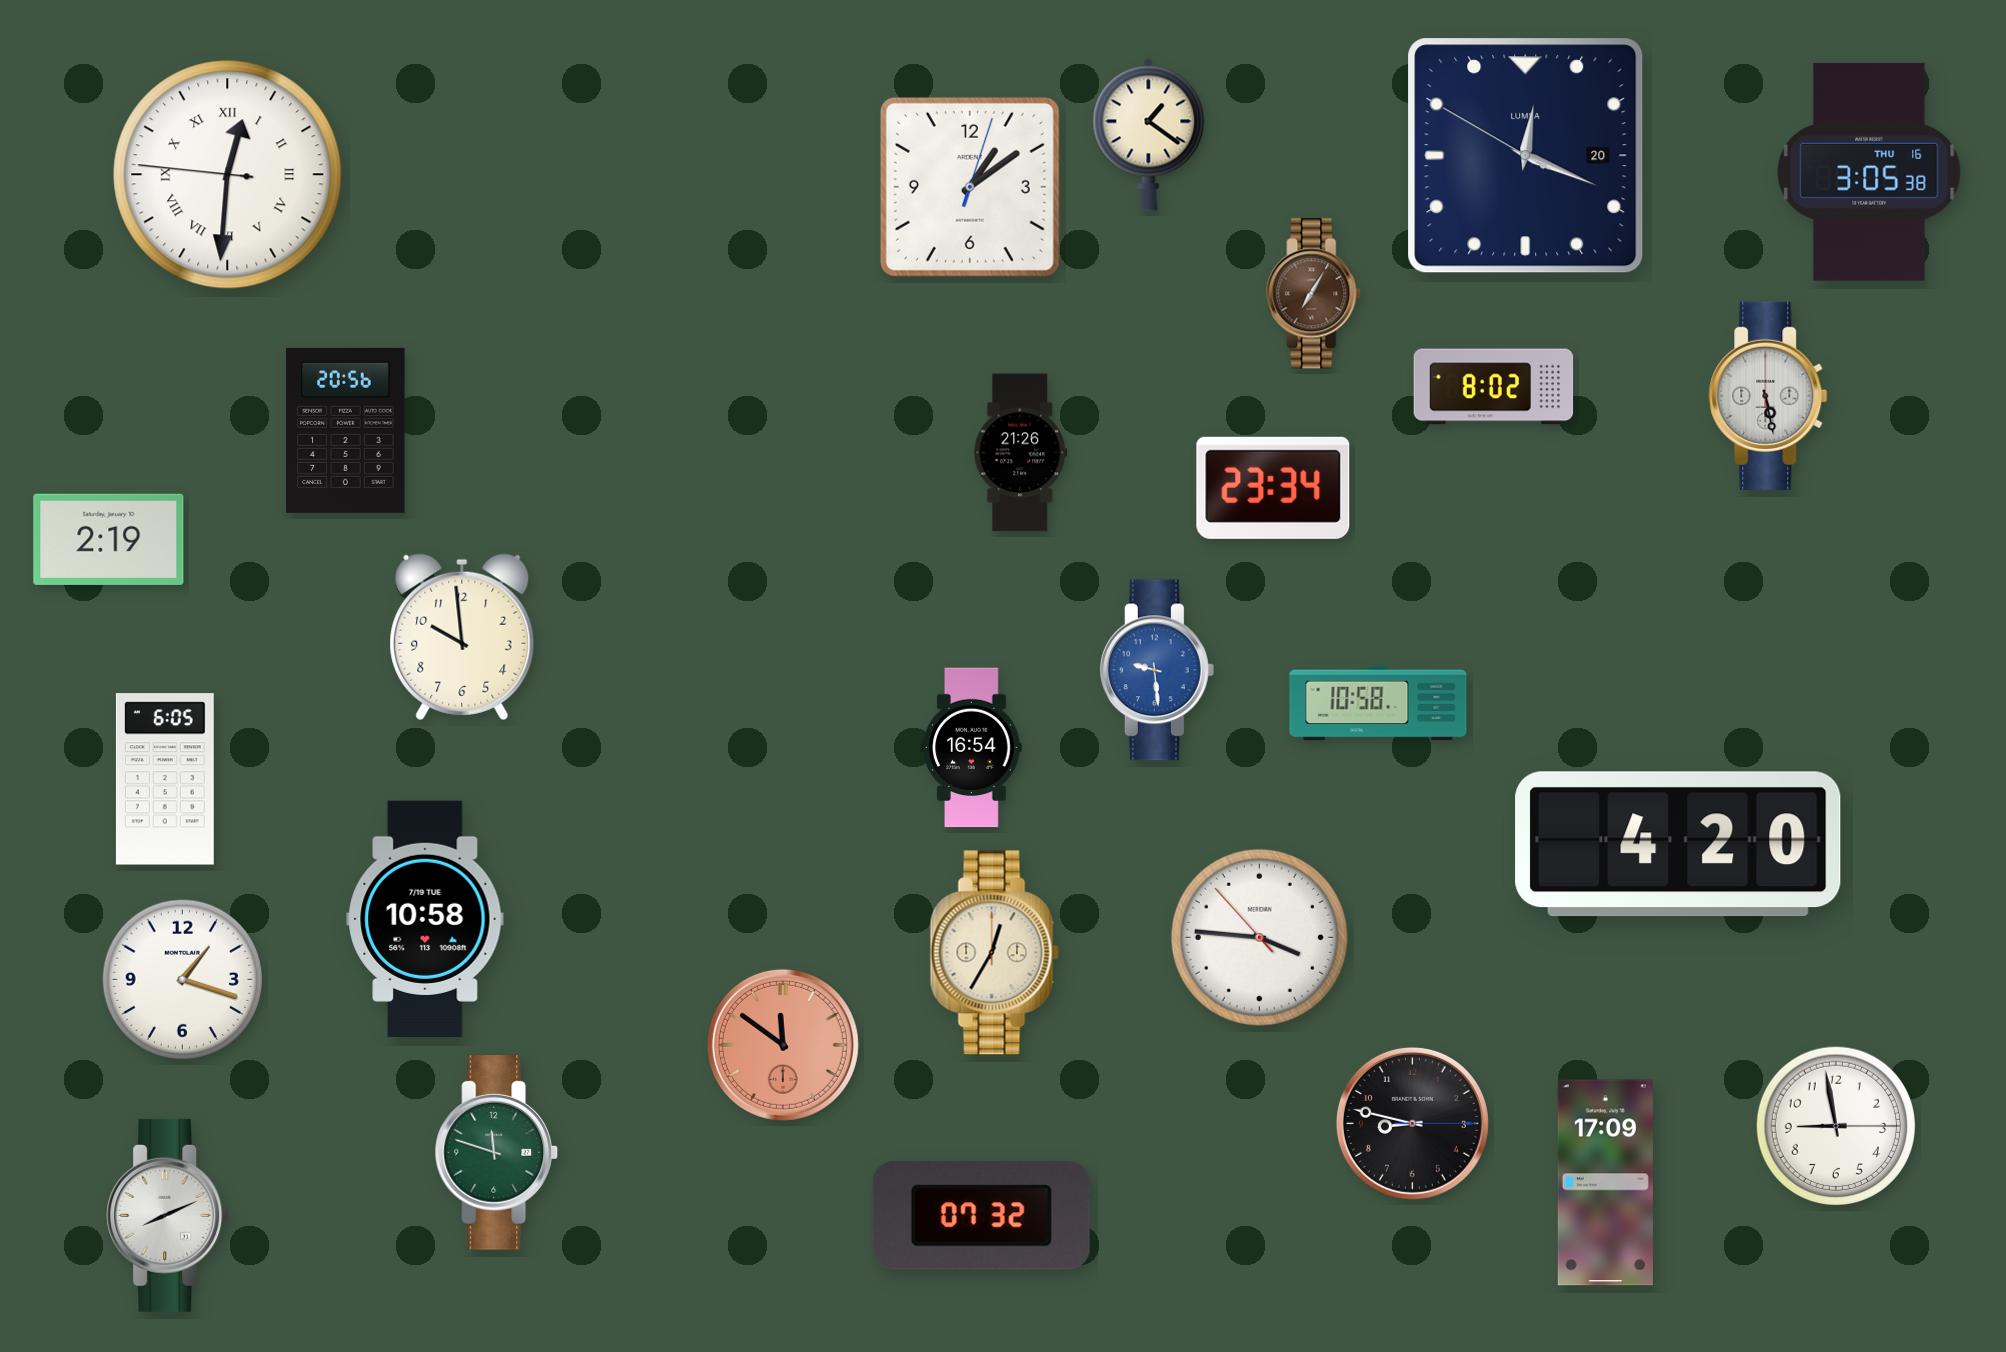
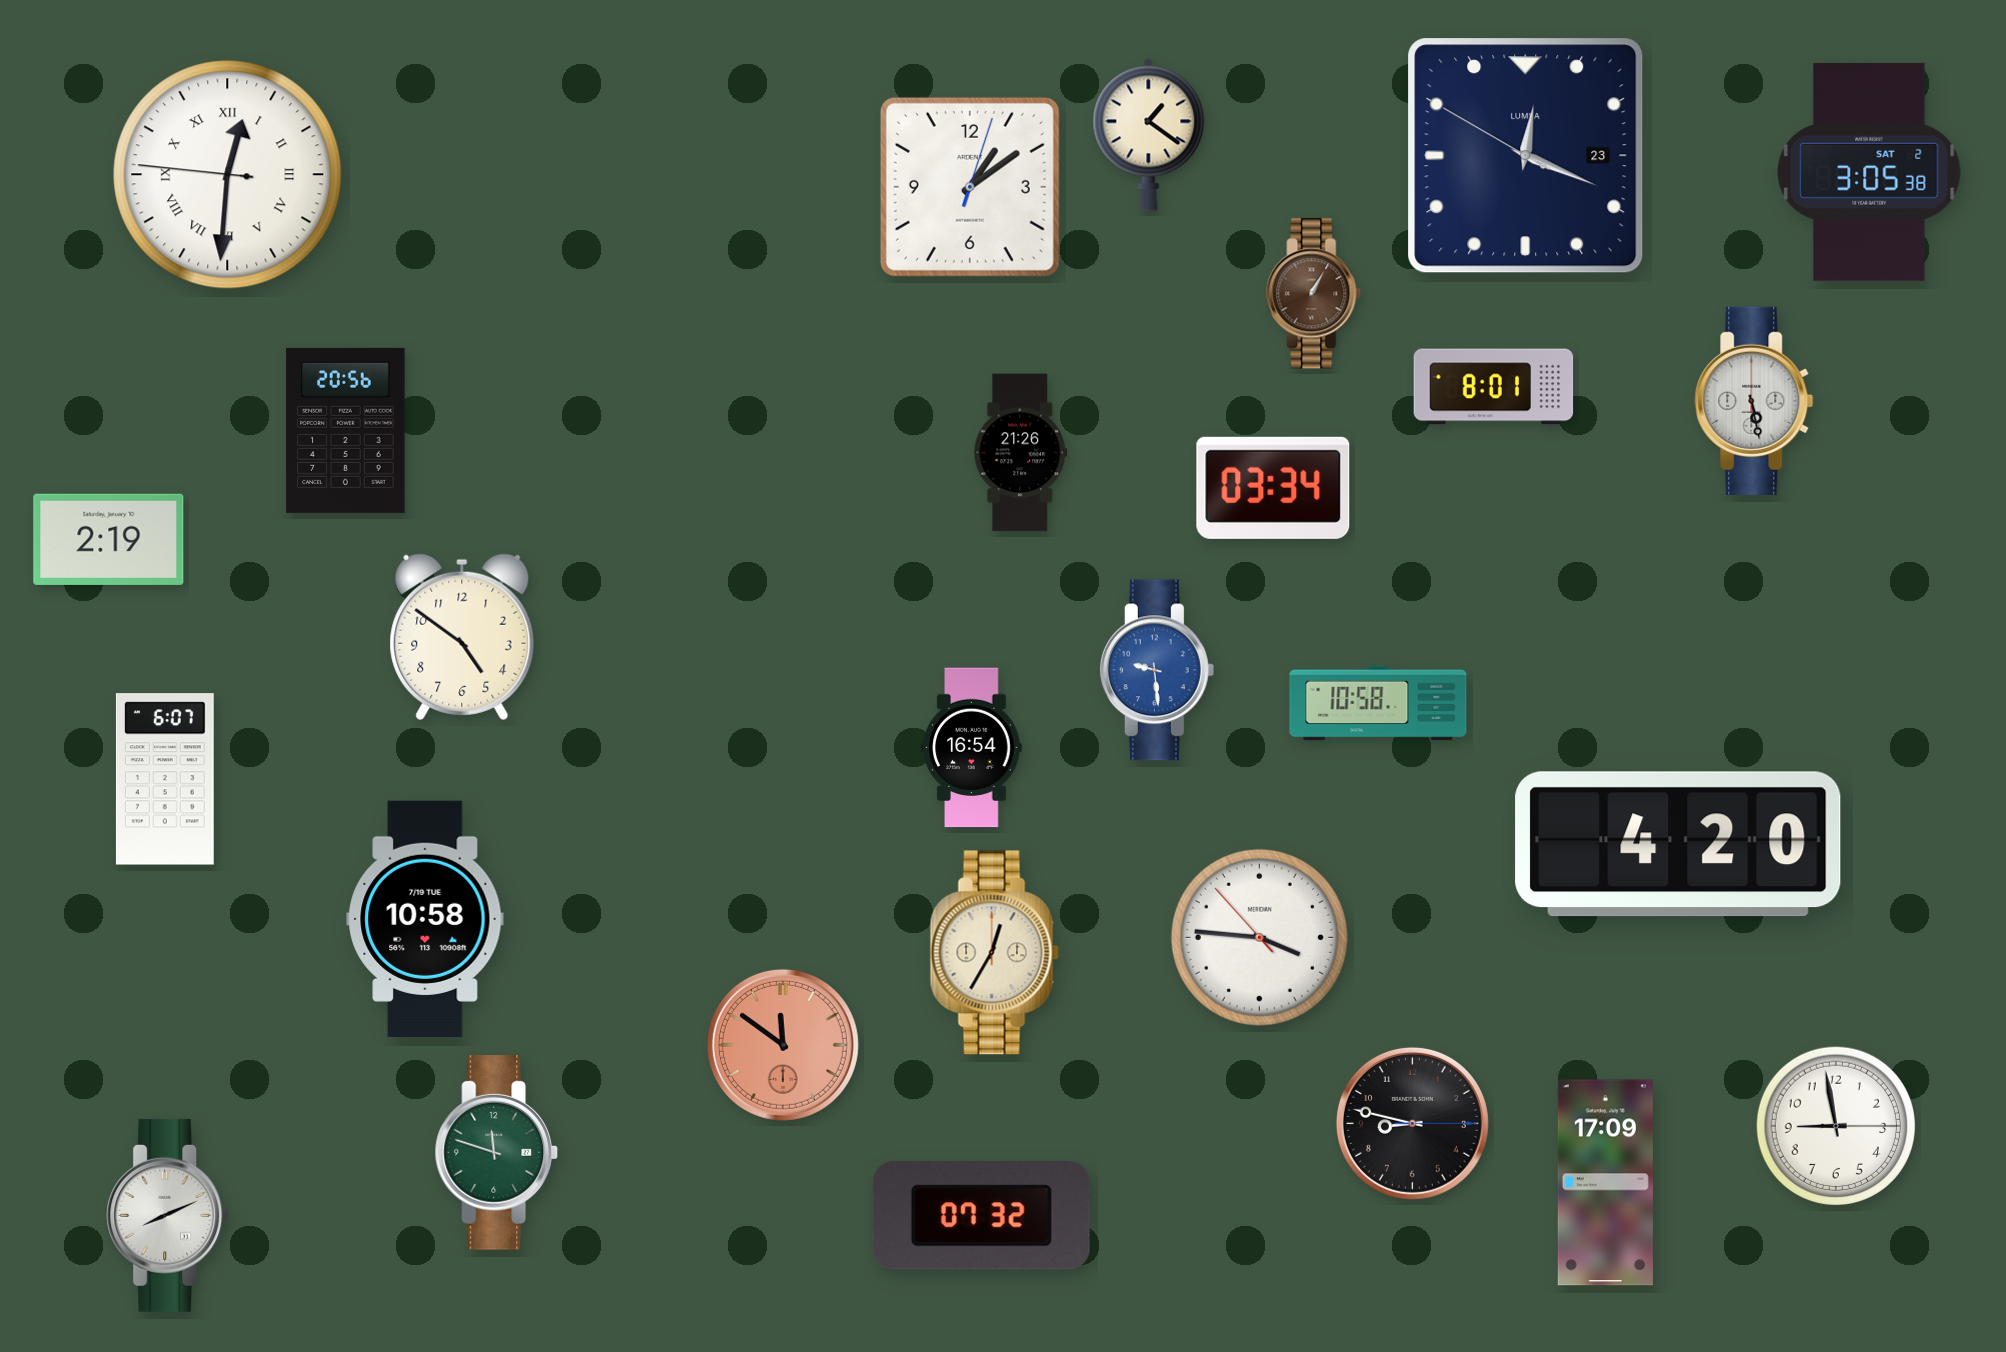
clock at (1526, 156) date: 20 -> 23
clock at (1869, 172) date: THU 16 -> SAT 2
clock at (1314, 294): 7:05 -> 1:05
clock at (1494, 387): 8:02 -> 8:01
clock at (1768, 396) position: (1768, 396) -> (1754, 401)
clock at (1273, 488): 23:34 -> 03:34
clock at (462, 637): 9:59 -> 4:51
clock at (165, 779): 6:05 -> 6:07
clock at (182, 979): 1:18 -> none
